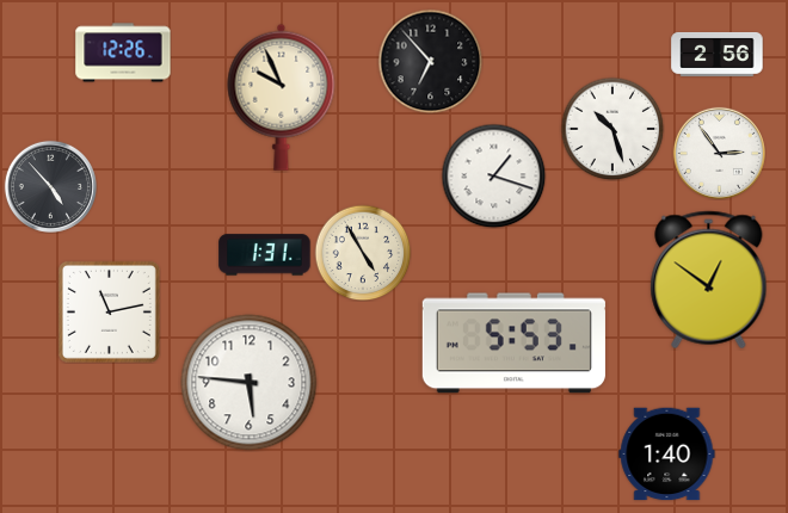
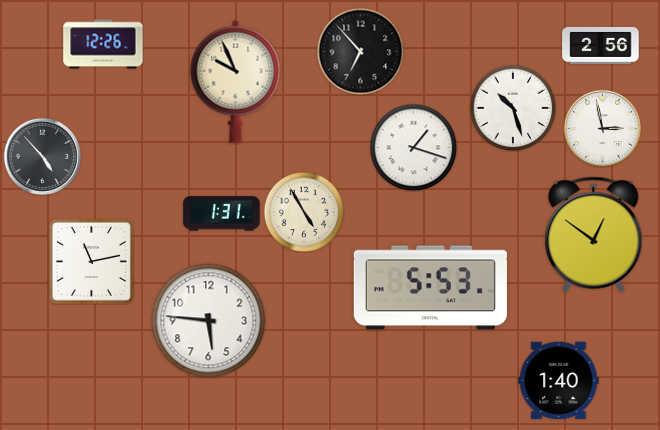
clock at (719, 153): 2:54 -> 2:58
